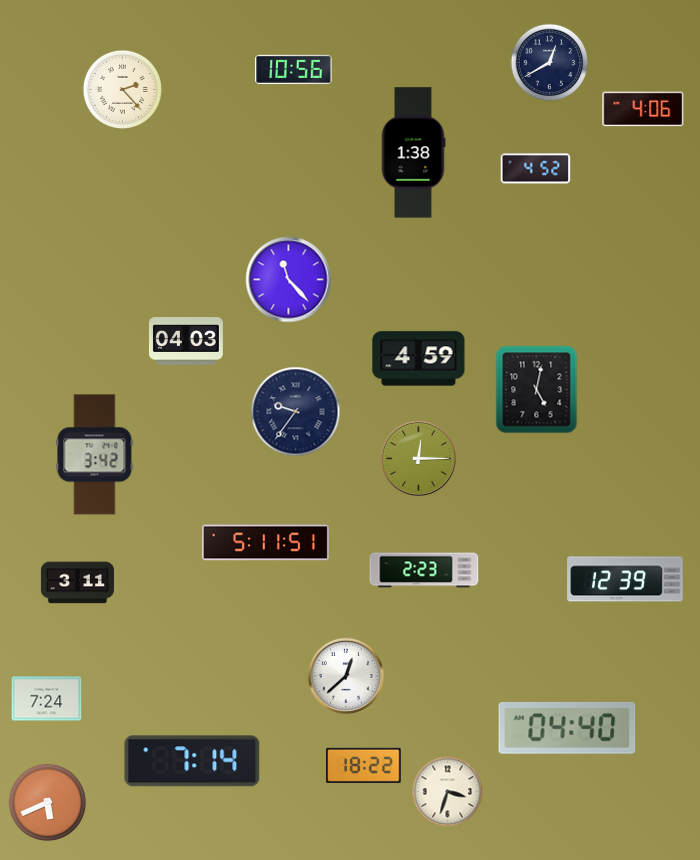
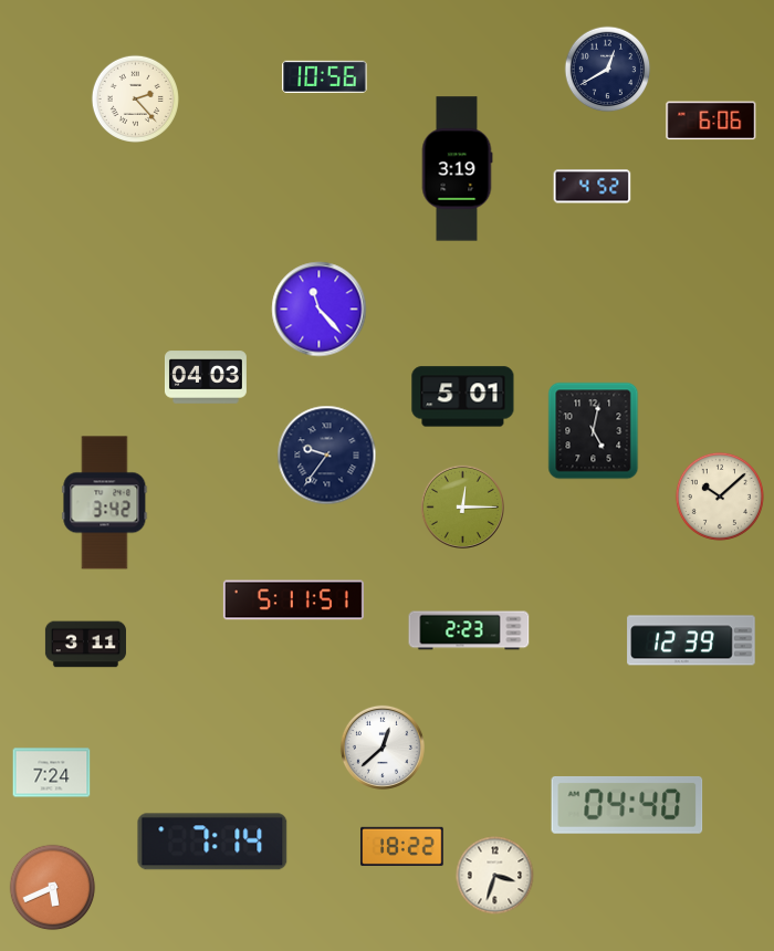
clock at (643, 109): 4:06 -> 6:06
clock at (413, 153): 1:38 -> 3:19
clock at (419, 359): 4:59 -> 5:01
clock at (720, 497): none -> 10:08
